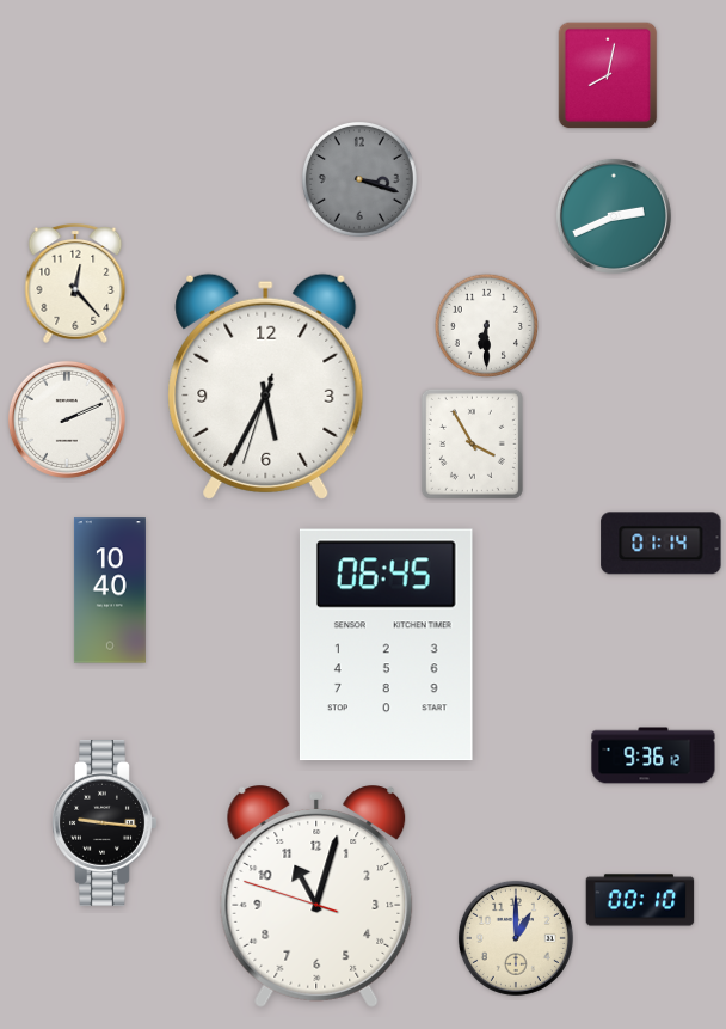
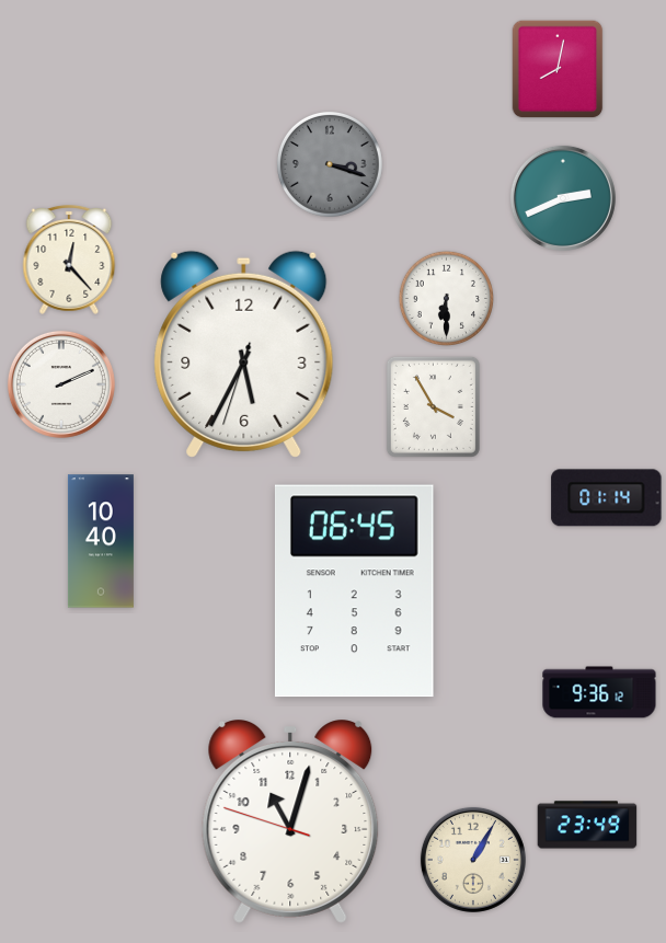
clock at (105, 822): 9:16 -> none
clock at (640, 900): 00:10 -> 23:49
clock at (516, 938): 1:00 -> 1:05
